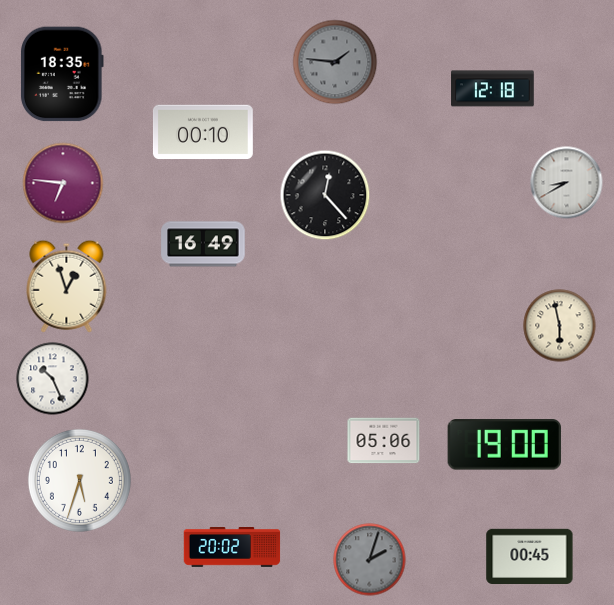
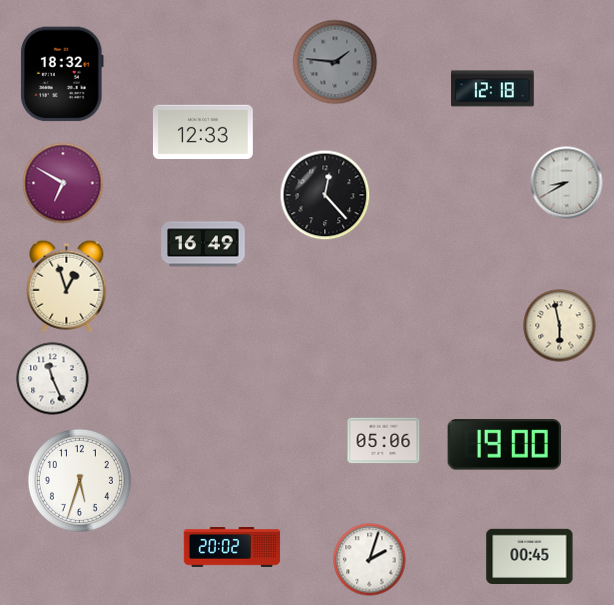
clock at (62, 74): 18:35 -> 18:32
clock at (203, 132): 00:10 -> 12:33
clock at (63, 183): 6:46 -> 6:50
clock at (53, 379): 10:26 -> 11:26
clock at (370, 560) dial: grey -> white
